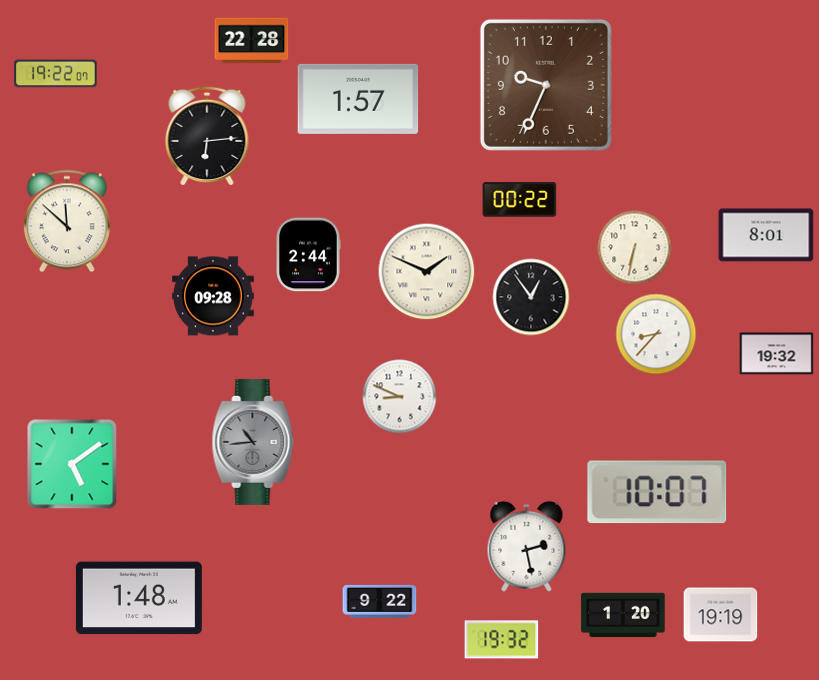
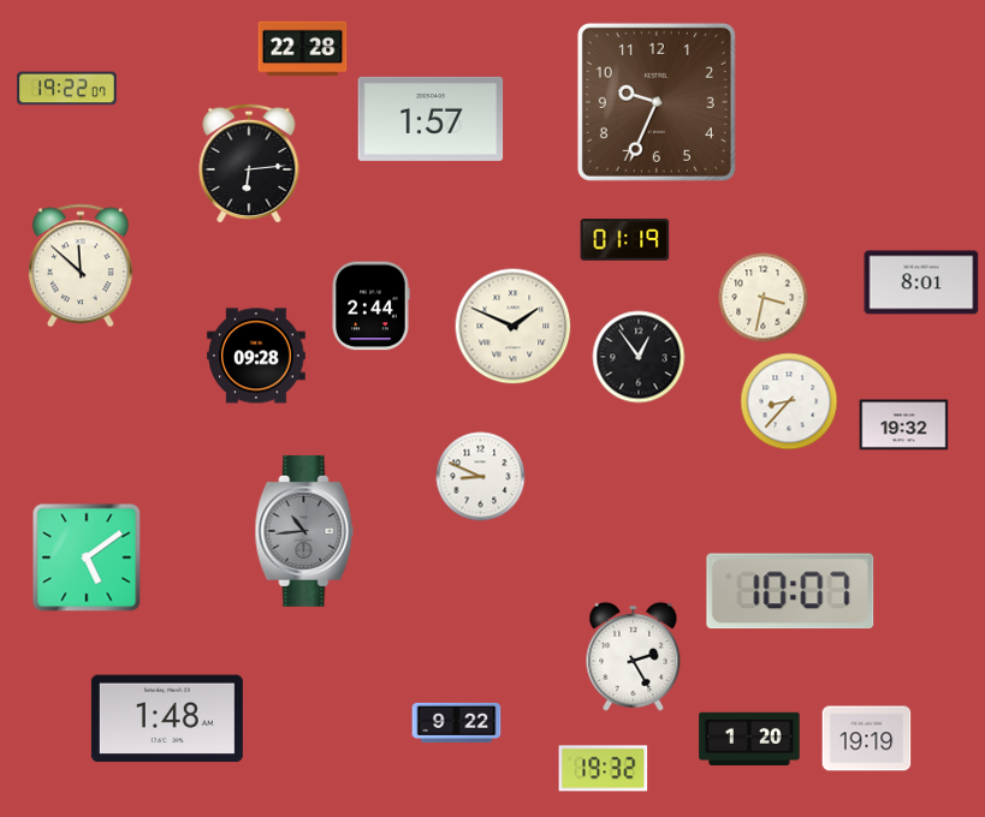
clock at (520, 200): 00:22 -> 01:19
clock at (635, 248): 6:32 -> 3:32
clock at (777, 354) position: (777, 354) -> (904, 425)
clock at (527, 546): 2:28 -> 2:25
